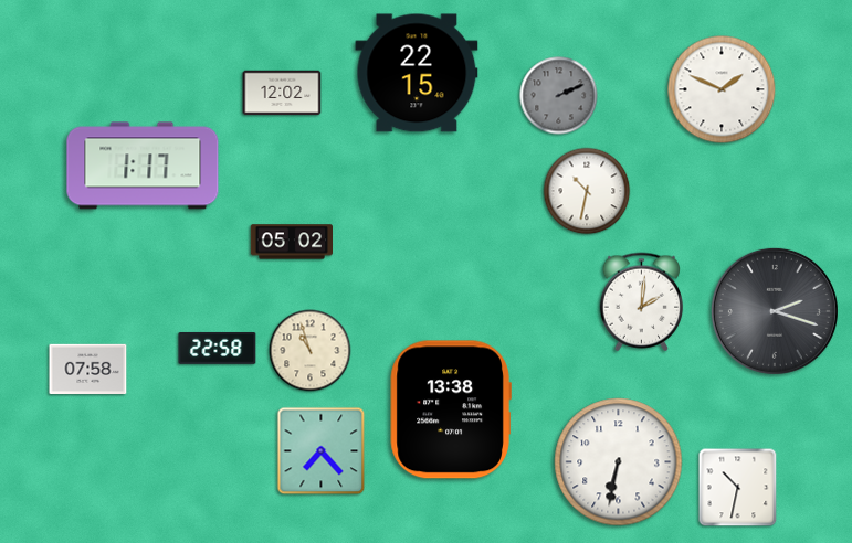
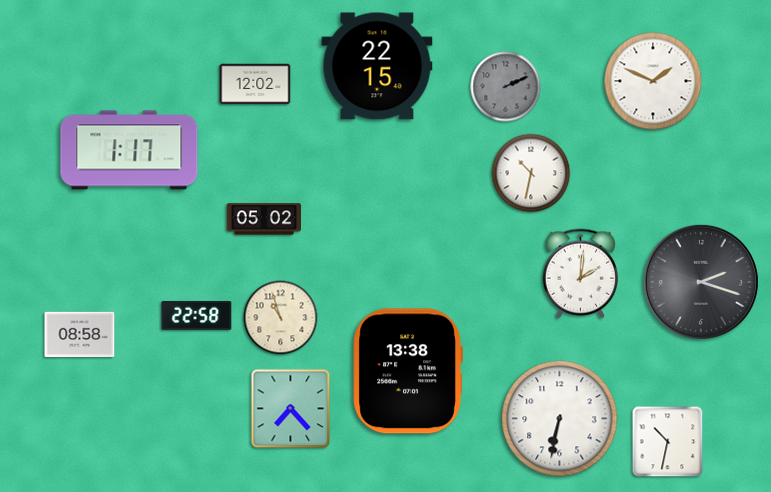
clock at (88, 370): 07:58 -> 08:58
